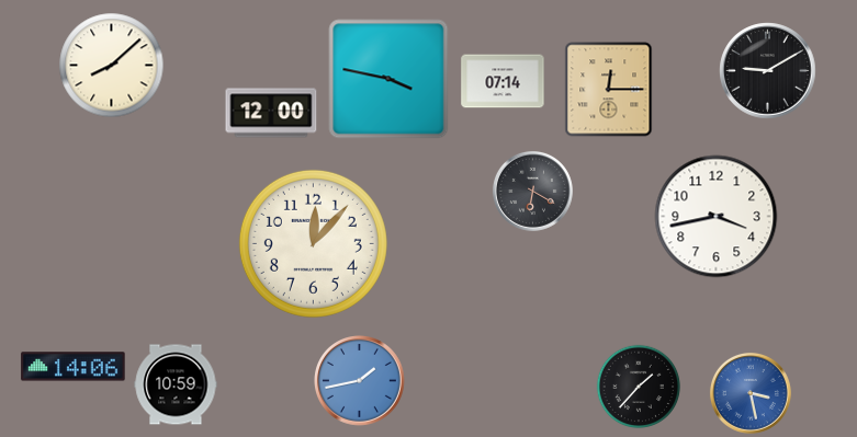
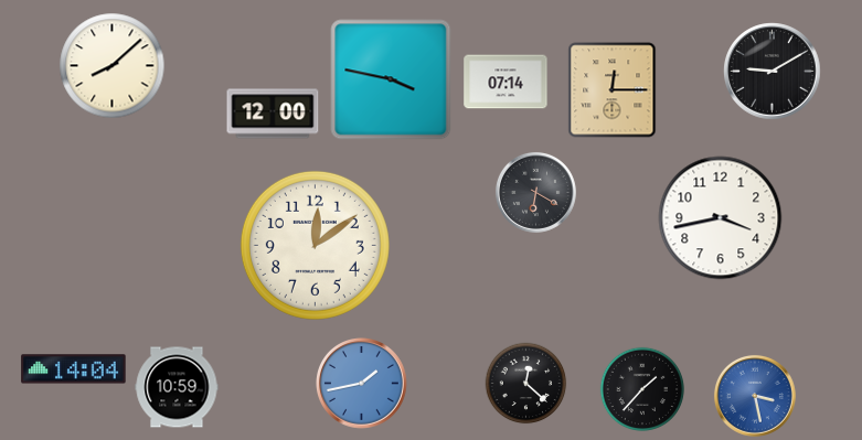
clock at (313, 243): 12:07 -> 12:09
clock at (74, 367): 14:06 -> 14:04
clock at (526, 384): none -> 12:22
